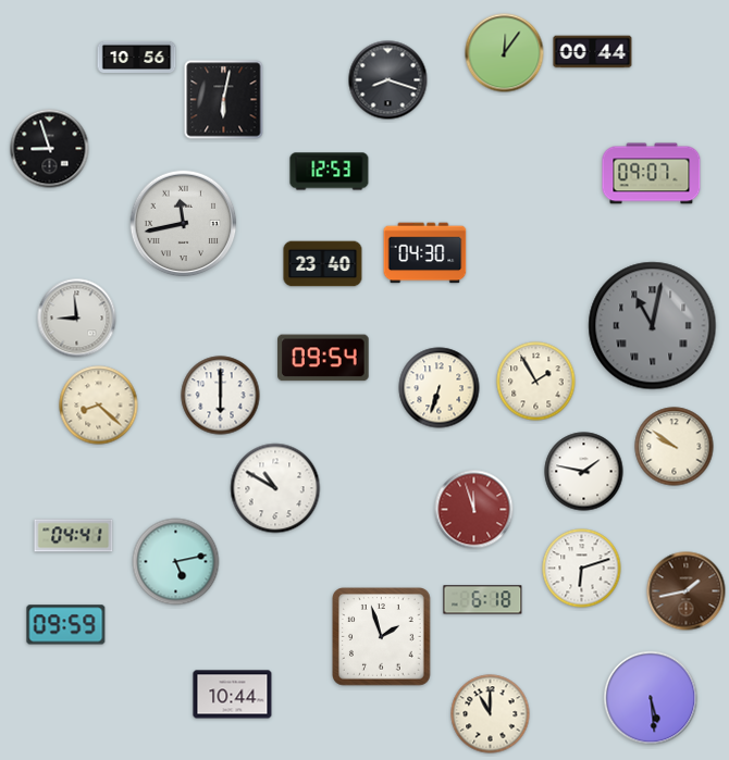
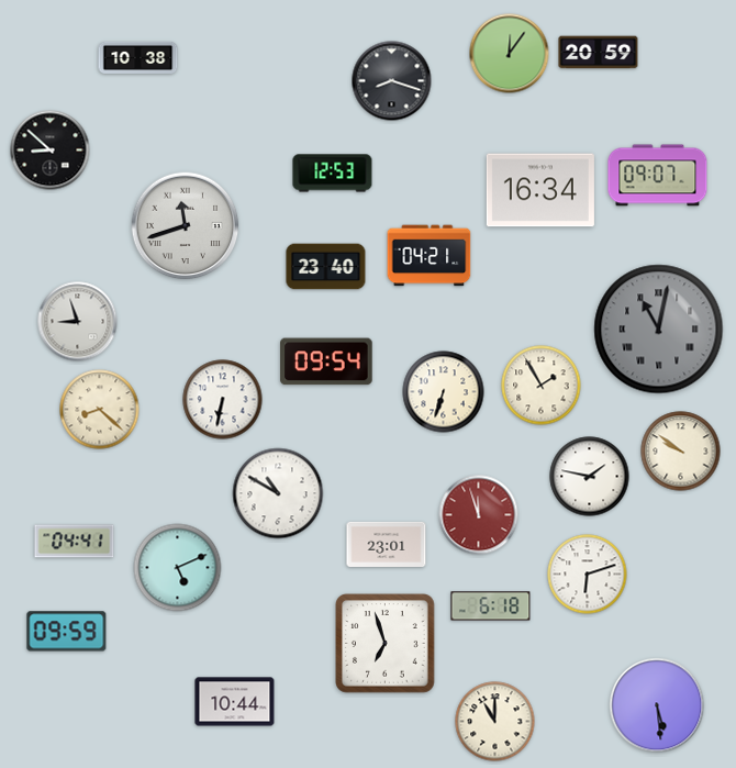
clock at (593, 52): 00:44 -> 20:59
clock at (137, 57): 10:56 -> 10:38
clock at (224, 100): 6:02 -> none
clock at (50, 149): 8:57 -> 8:52
clock at (540, 190): none -> 16:34
clock at (184, 224): 11:43 -> 11:42
clock at (425, 253): 04:30 -> 04:21
clock at (77, 319): 8:59 -> 8:57
clock at (221, 396): 6:00 -> 6:32
clock at (387, 544): none -> 23:01
clock at (176, 562): 5:13 -> 5:11
clock at (687, 591): 1:43 -> none
clock at (483, 600) position: (483, 600) -> (491, 606)
clock at (382, 637): 1:57 -> 6:57
